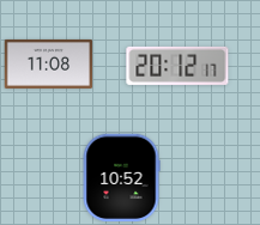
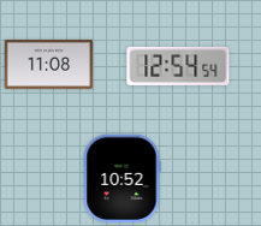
clock at (177, 66): 20:12 -> 12:54
